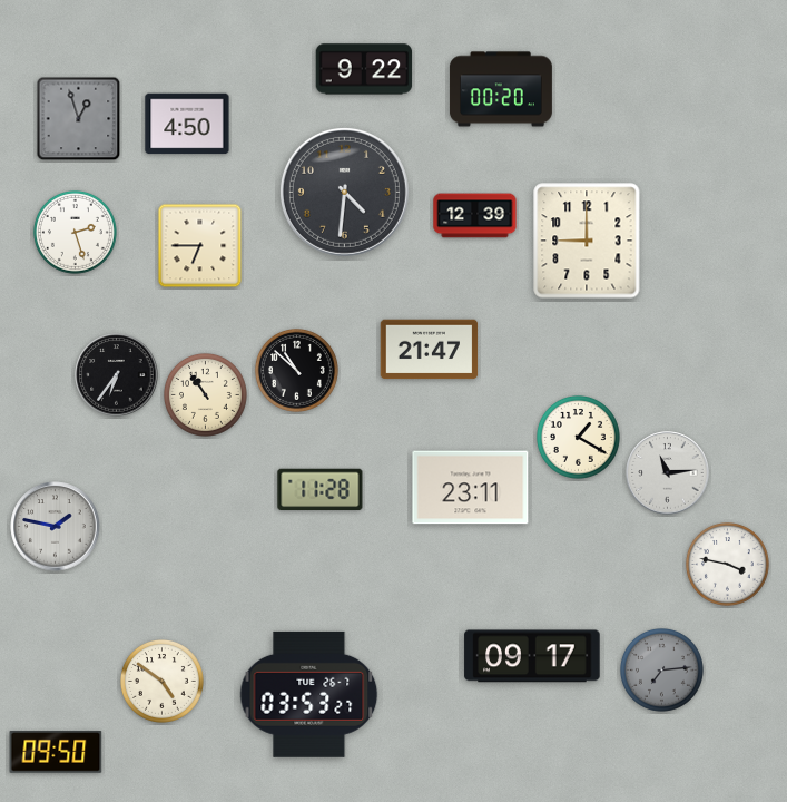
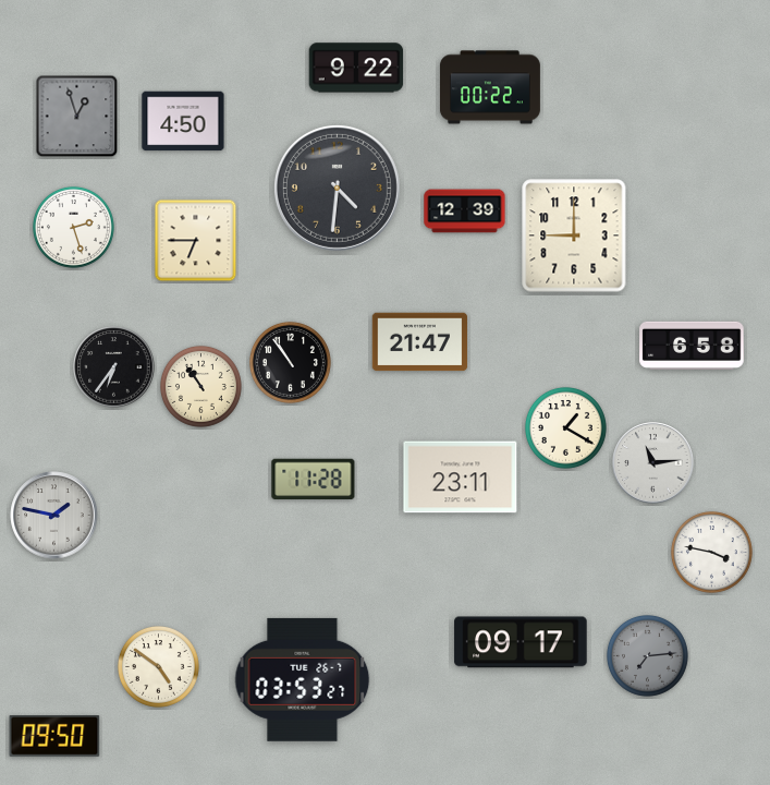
clock at (501, 89): 00:20 -> 00:22
clock at (692, 346): none -> 6:58
clock at (296, 370): 10:52 -> 10:54
